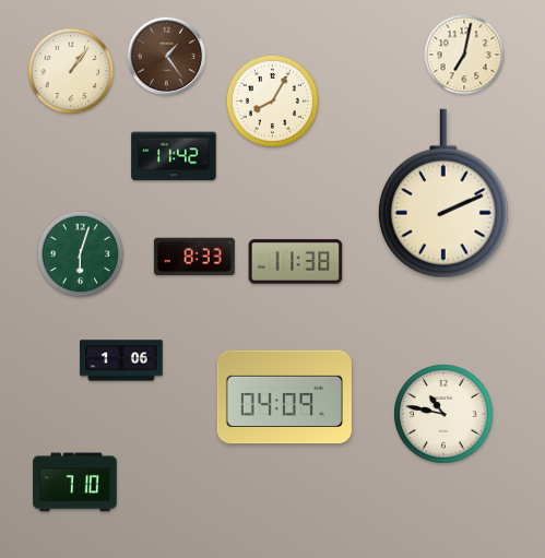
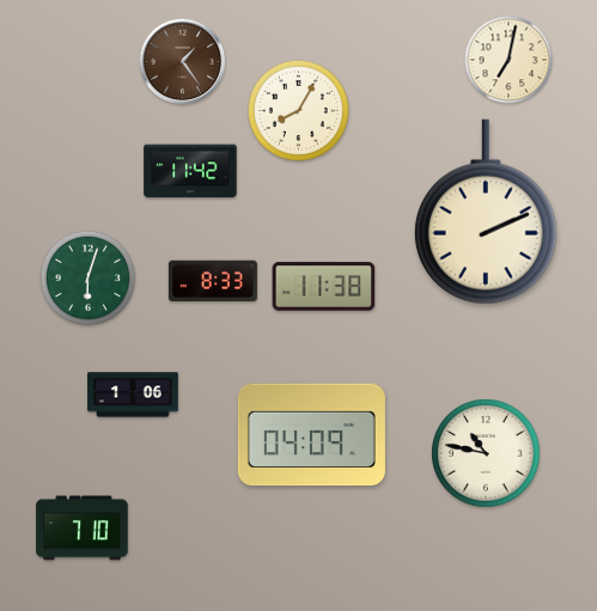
clock at (71, 71): 1:06 -> none
